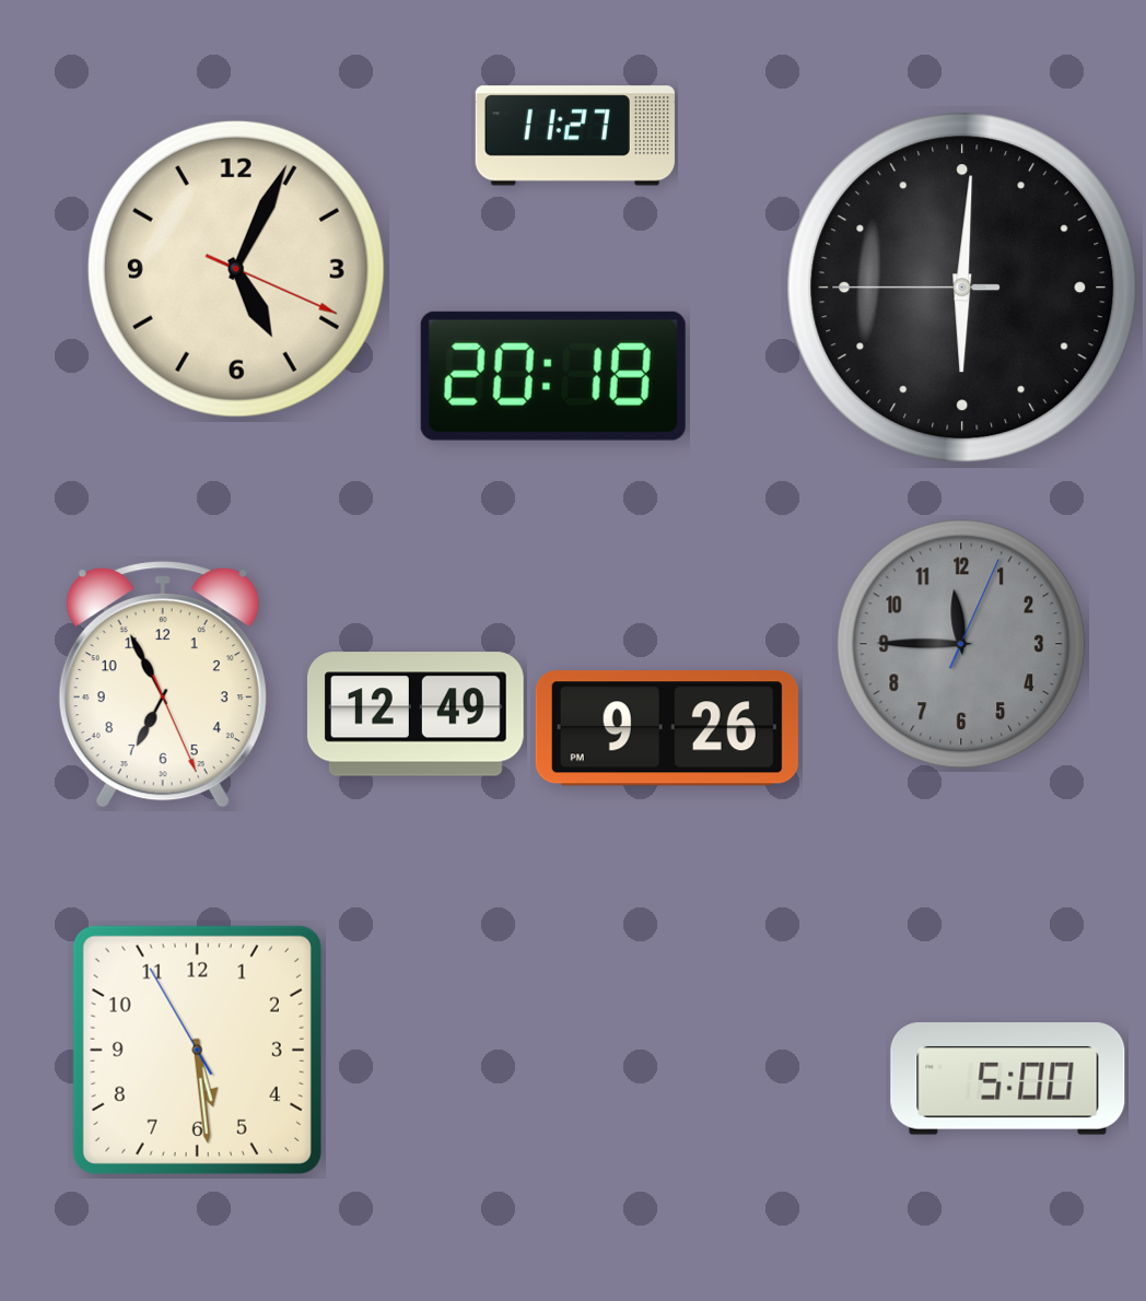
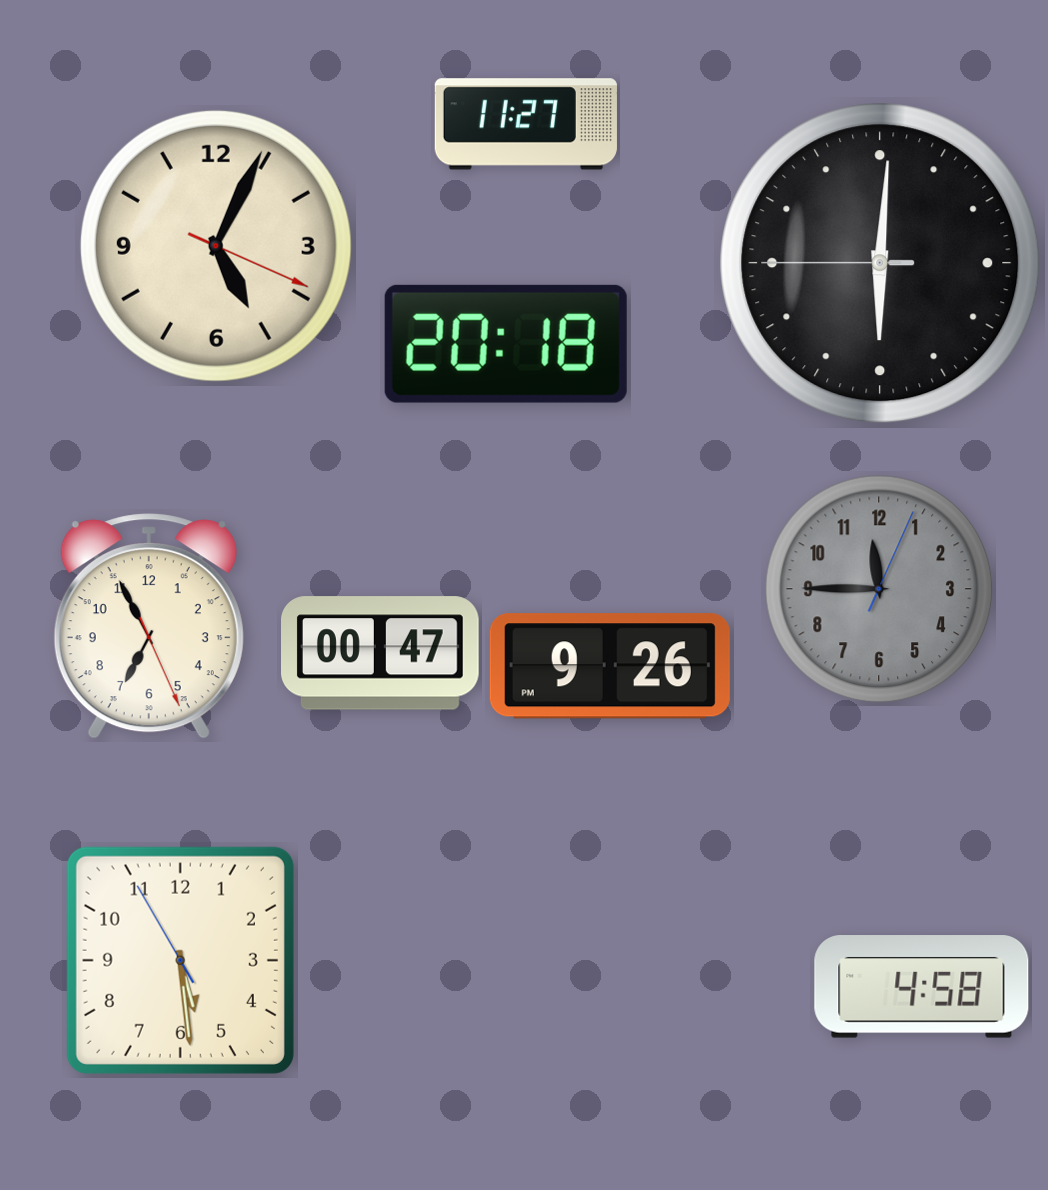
clock at (417, 714): 12:49 -> 00:47
clock at (1008, 1079): 5:00 -> 4:58
